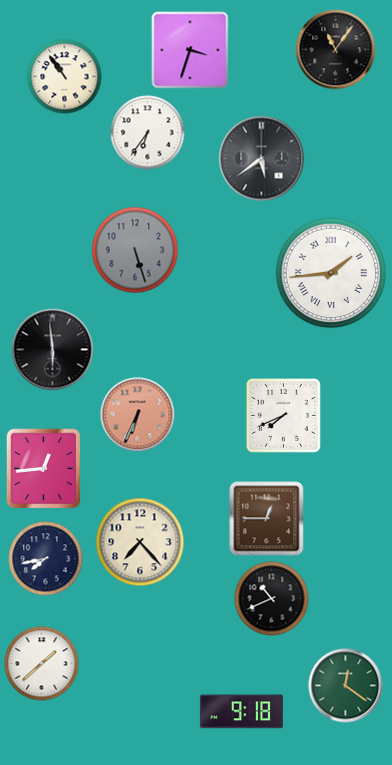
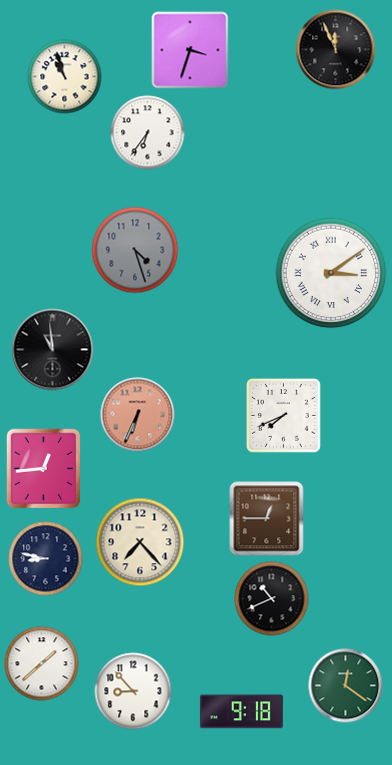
clock at (336, 50): 11:06 -> 11:56
clock at (65, 77): 10:54 -> 10:57
clock at (262, 159): 5:39 -> none
clock at (135, 250): 5:27 -> 4:27
clock at (331, 273): 1:44 -> 3:09
clock at (53, 350): 5:59 -> 10:59
clock at (46, 559): 7:43 -> 8:47
clock at (133, 691): none -> 8:53
